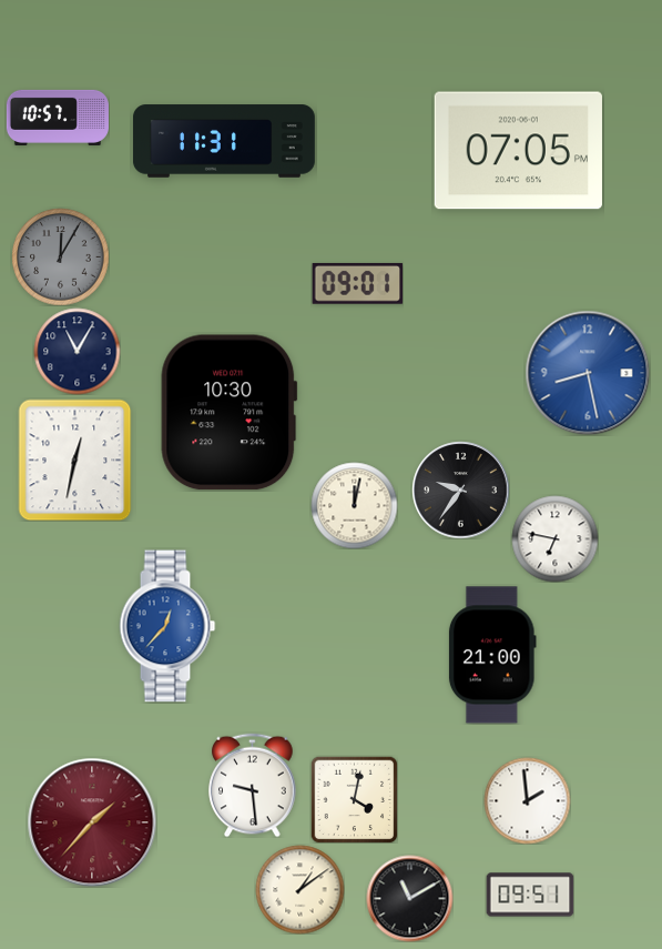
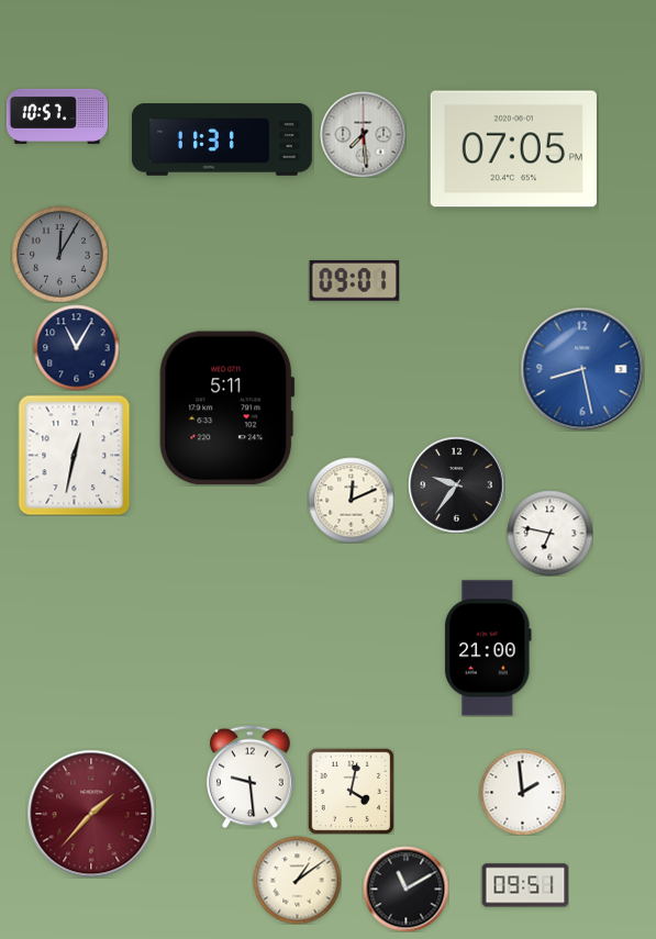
clock at (363, 134): none -> 7:29
clock at (230, 413): 10:30 -> 5:11
clock at (354, 505): 12:02 -> 12:11
clock at (167, 626): 12:37 -> none
